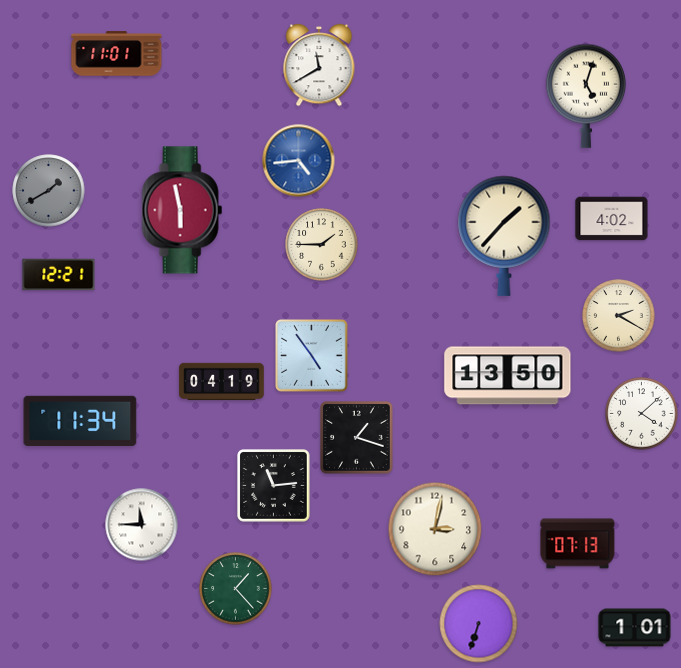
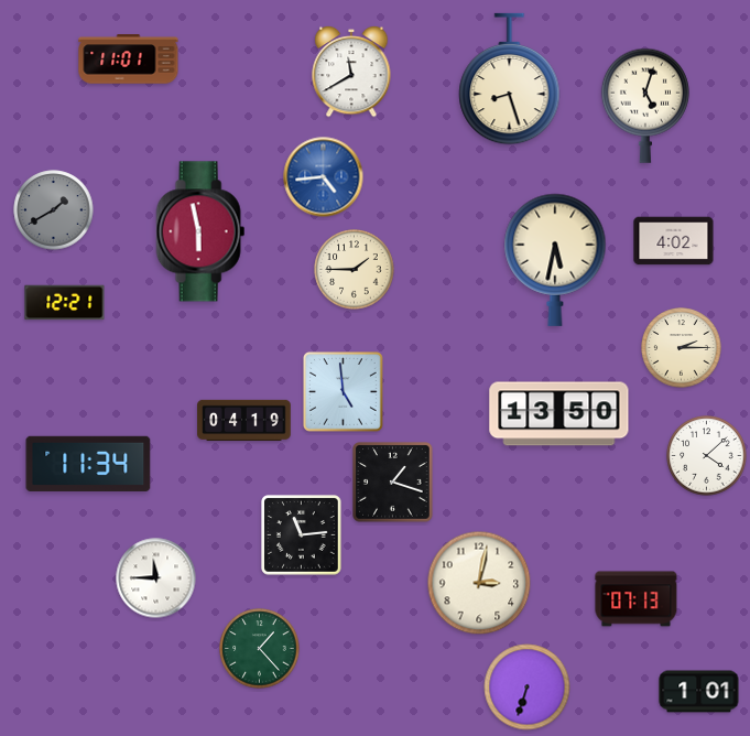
clock at (510, 79): none -> 8:27
clock at (299, 161) position: (299, 161) -> (324, 177)
clock at (504, 236): 1:37 -> 5:32
clock at (619, 316): 2:20 -> 2:15
clock at (312, 356): 4:54 -> 4:59
